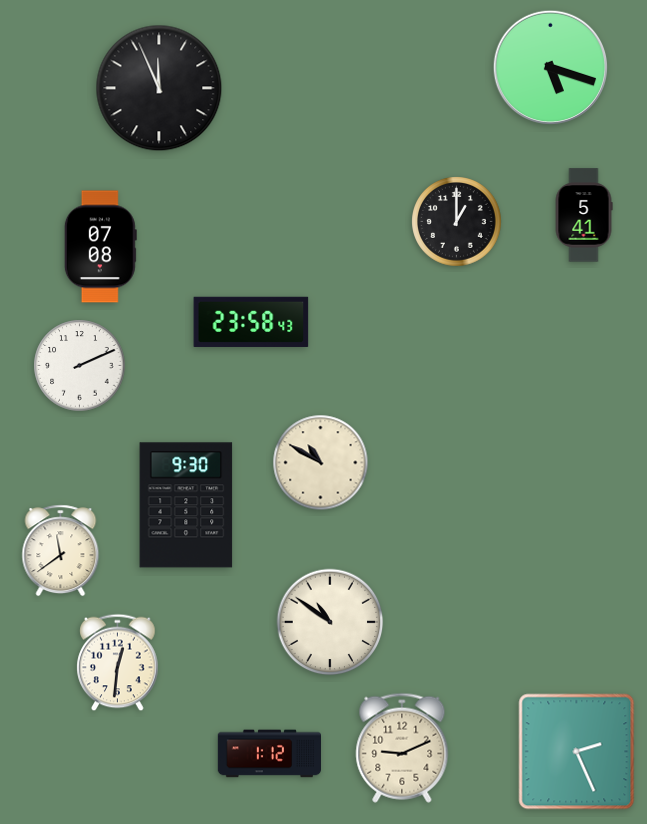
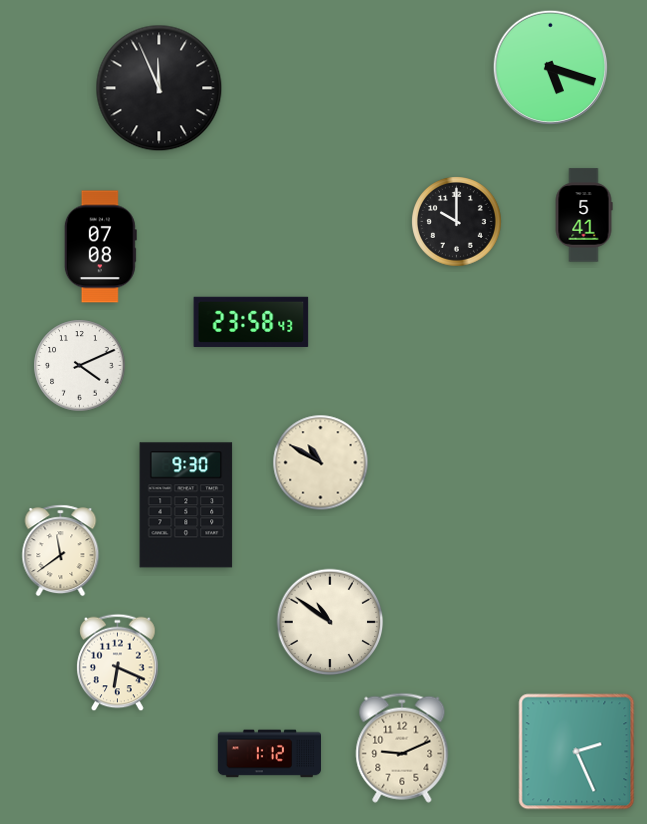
clock at (457, 222): 1:00 -> 10:00
clock at (80, 366): 2:11 -> 4:11
clock at (118, 663): 12:31 -> 6:19
